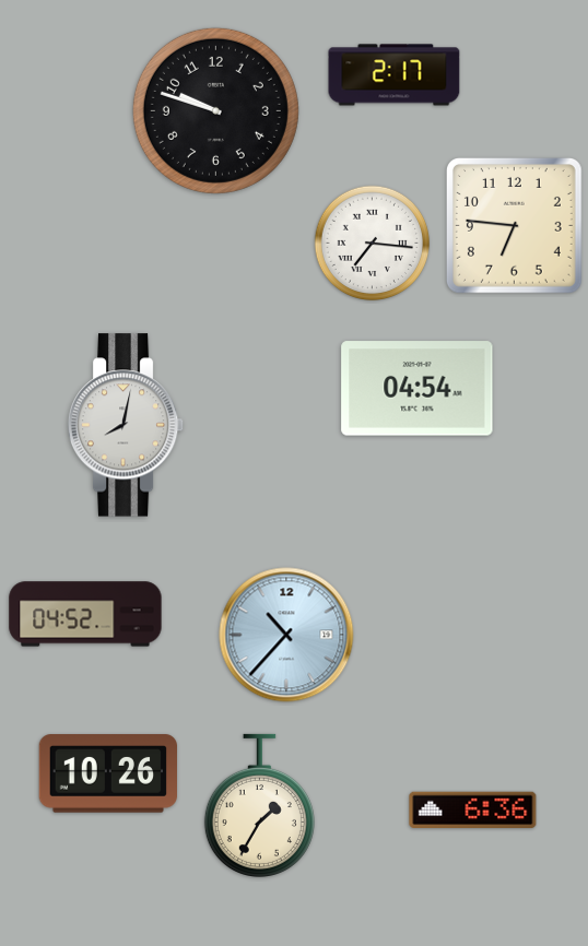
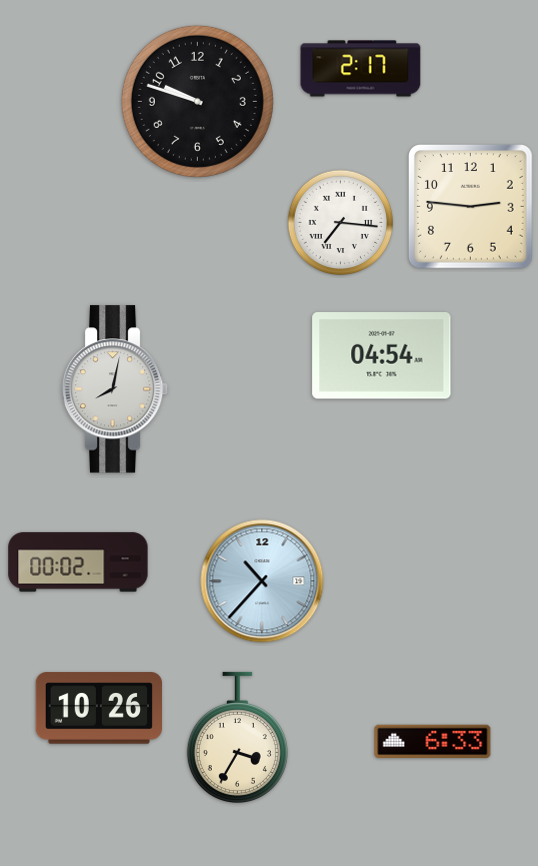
clock at (514, 225): 6:46 -> 2:46
clock at (85, 614): 04:52 -> 00:02
clock at (259, 805): 1:35 -> 3:35
clock at (473, 811): 6:36 -> 6:33
